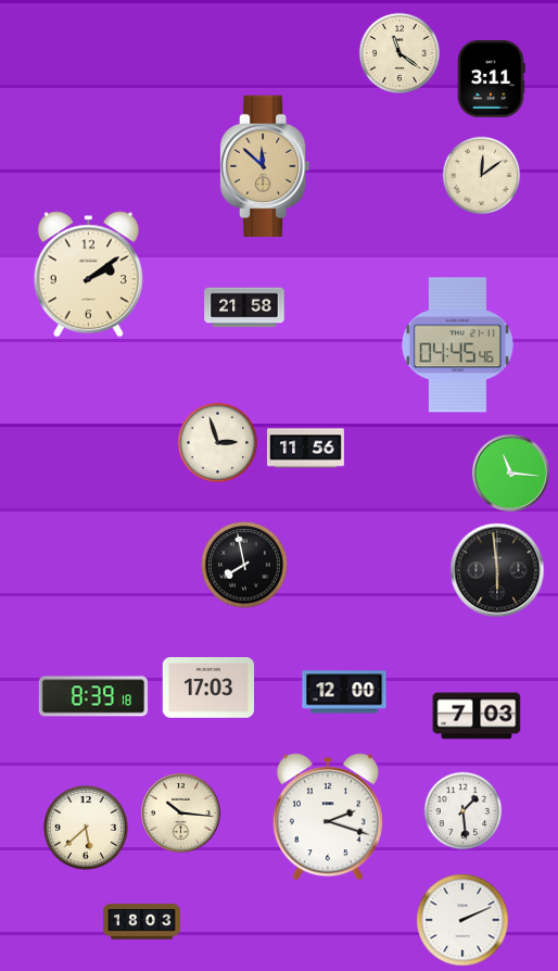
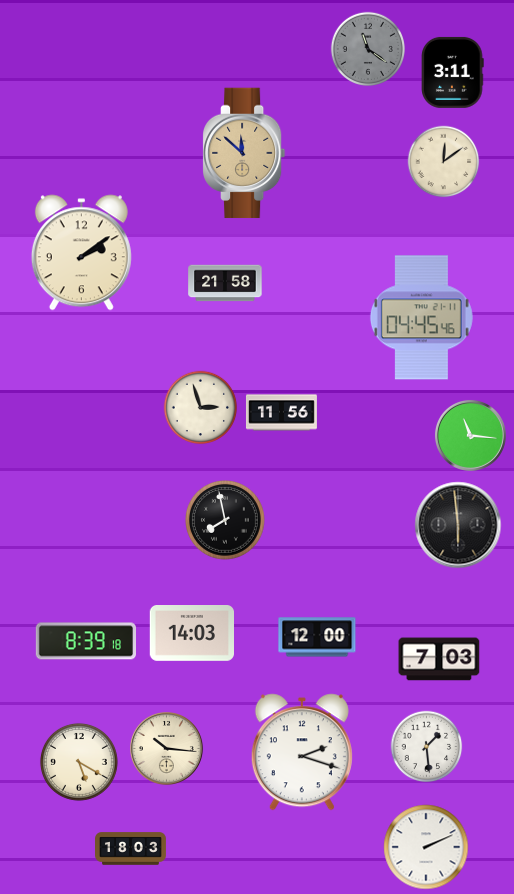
clock at (398, 52) dial: cream -> grey
clock at (207, 689): 17:03 -> 14:03
clock at (86, 828): 5:38 -> 5:20
